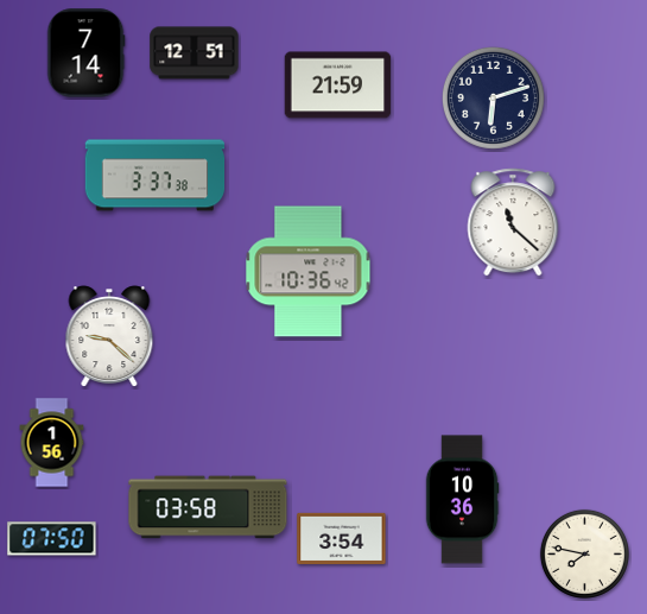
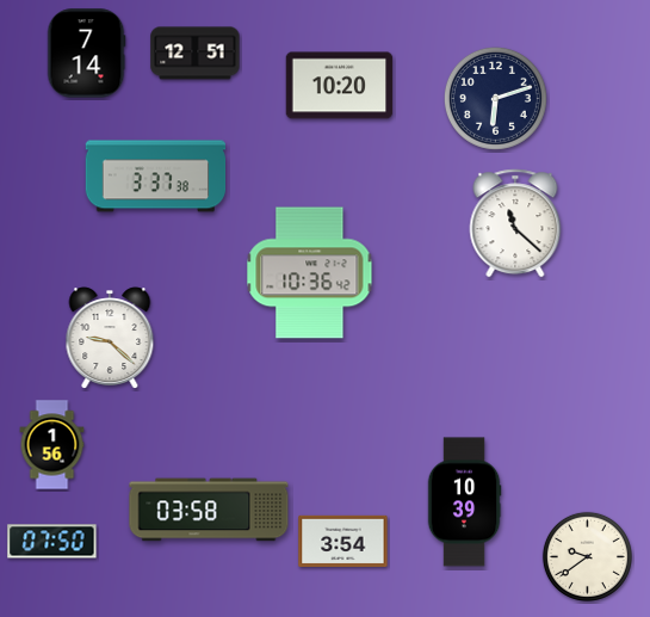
clock at (338, 86): 21:59 -> 10:20
clock at (462, 500): 10:36 -> 10:39
clock at (584, 553): 7:47 -> 9:39
